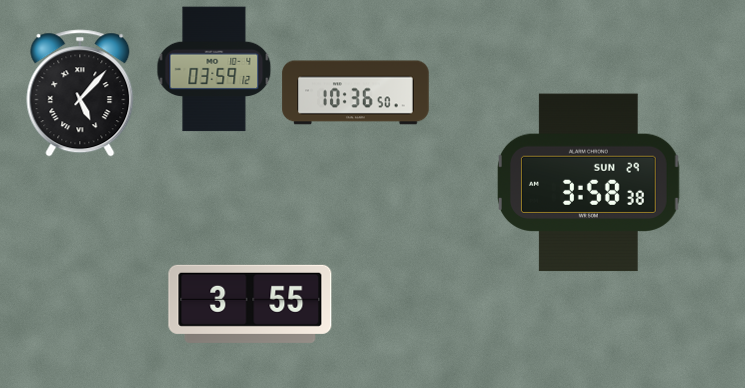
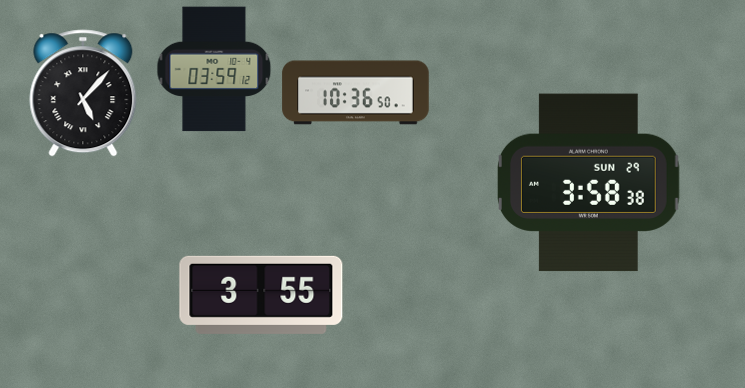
clock at (80, 93) position: (80, 93) -> (83, 93)
clock at (250, 304) position: (250, 304) -> (261, 295)
